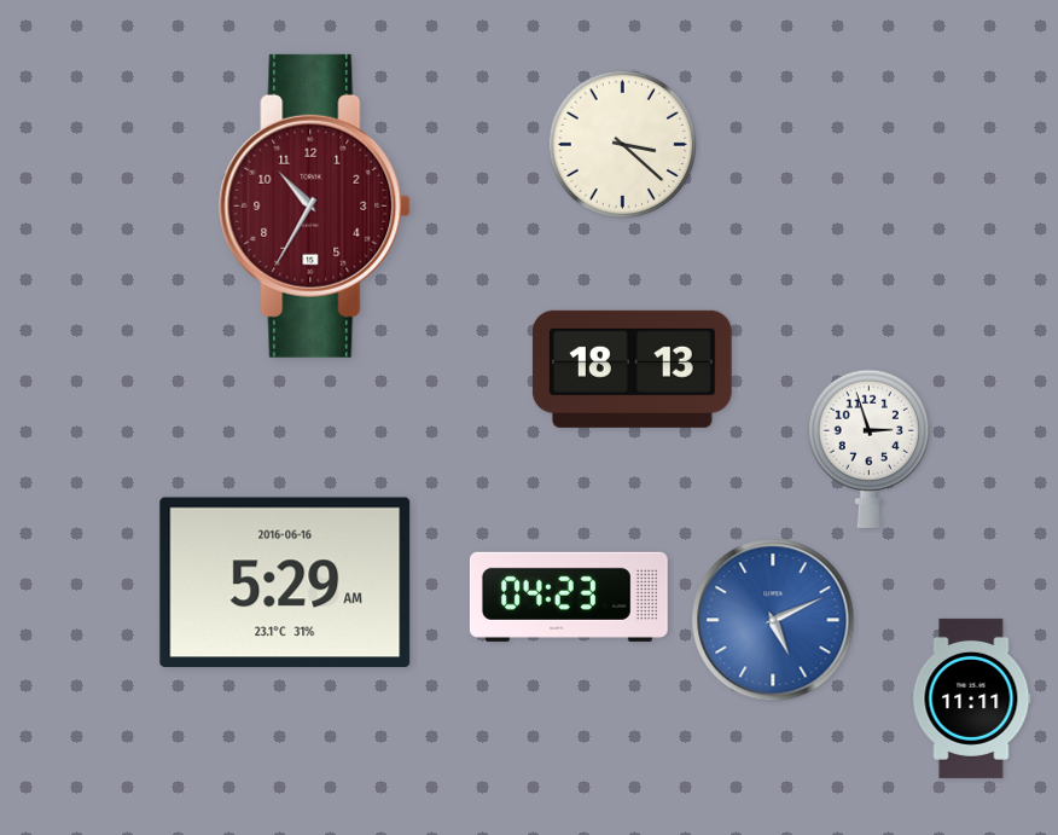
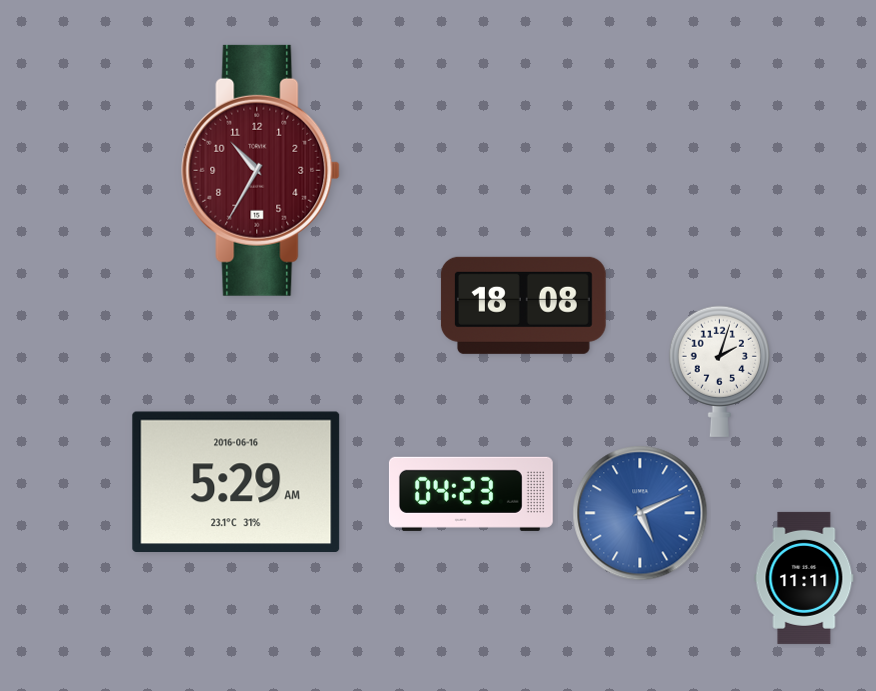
clock at (622, 144): 3:22 -> none
clock at (632, 369): 18:13 -> 18:08
clock at (868, 448): 2:57 -> 2:03
